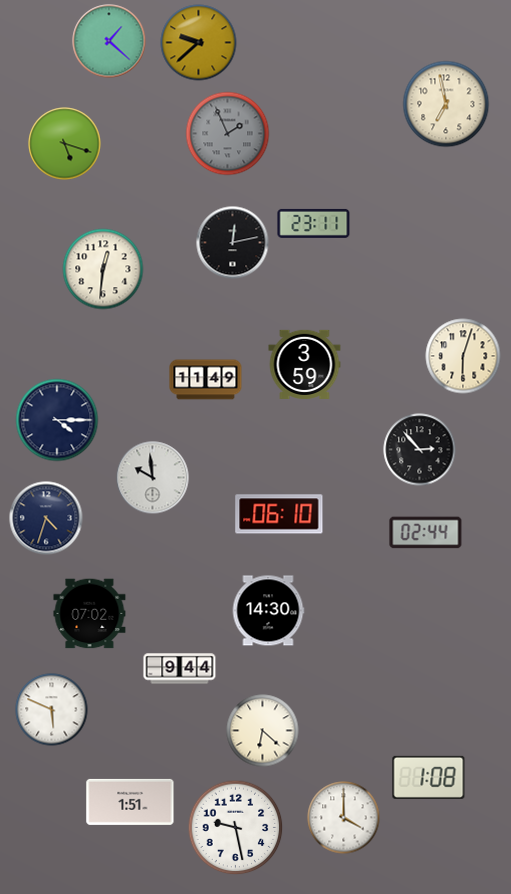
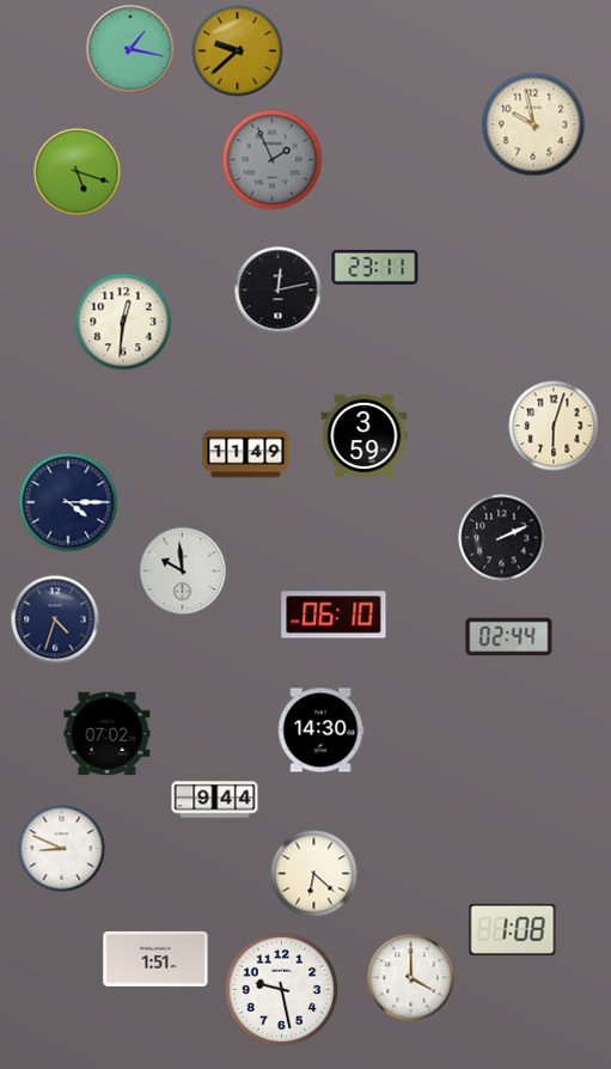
clock at (109, 41): 1:22 -> 1:17
clock at (446, 104): 6:58 -> 9:58
clock at (420, 450): 2:53 -> 2:11
clock at (52, 710): 5:49 -> 8:49
